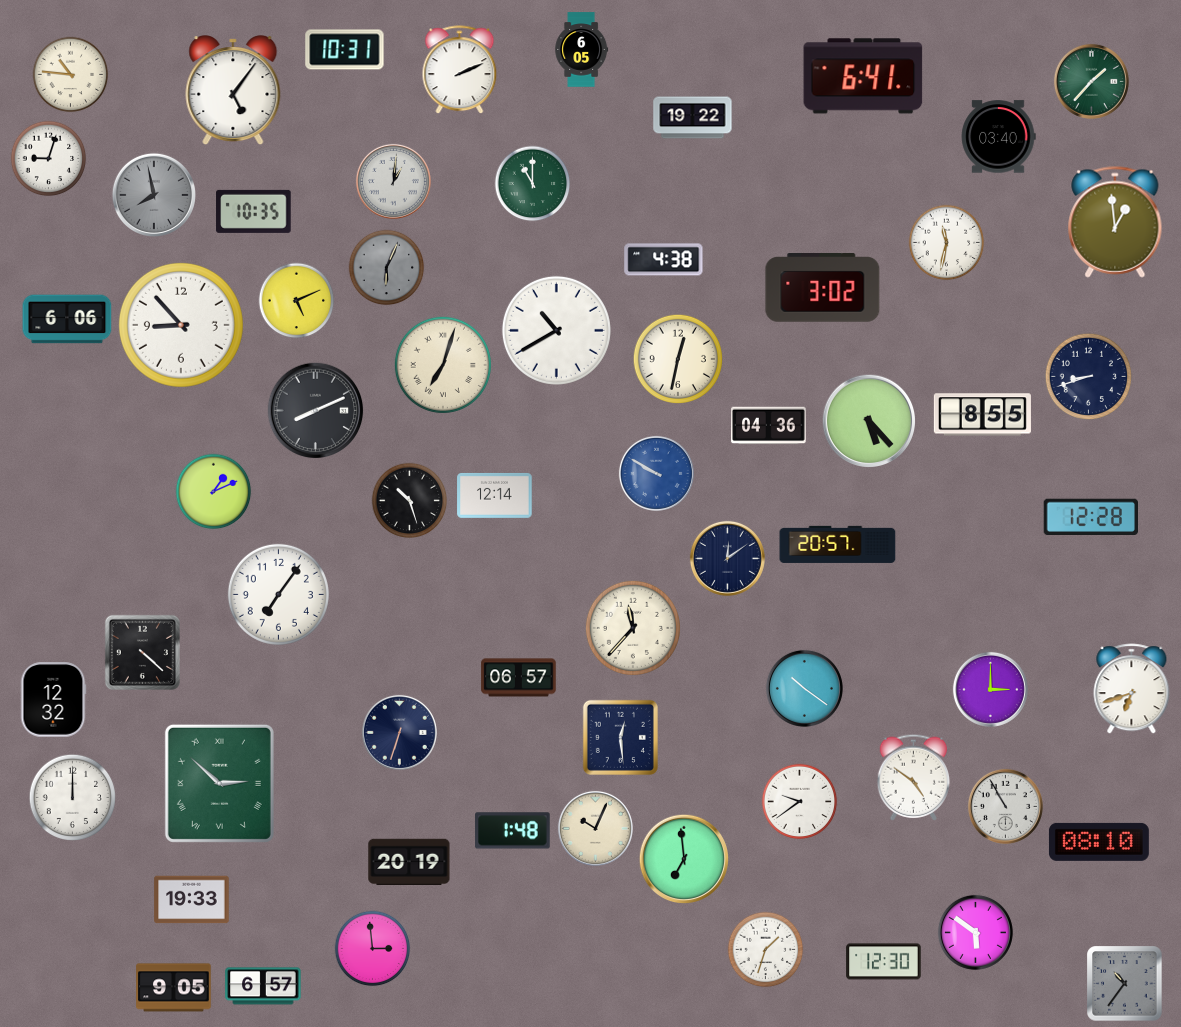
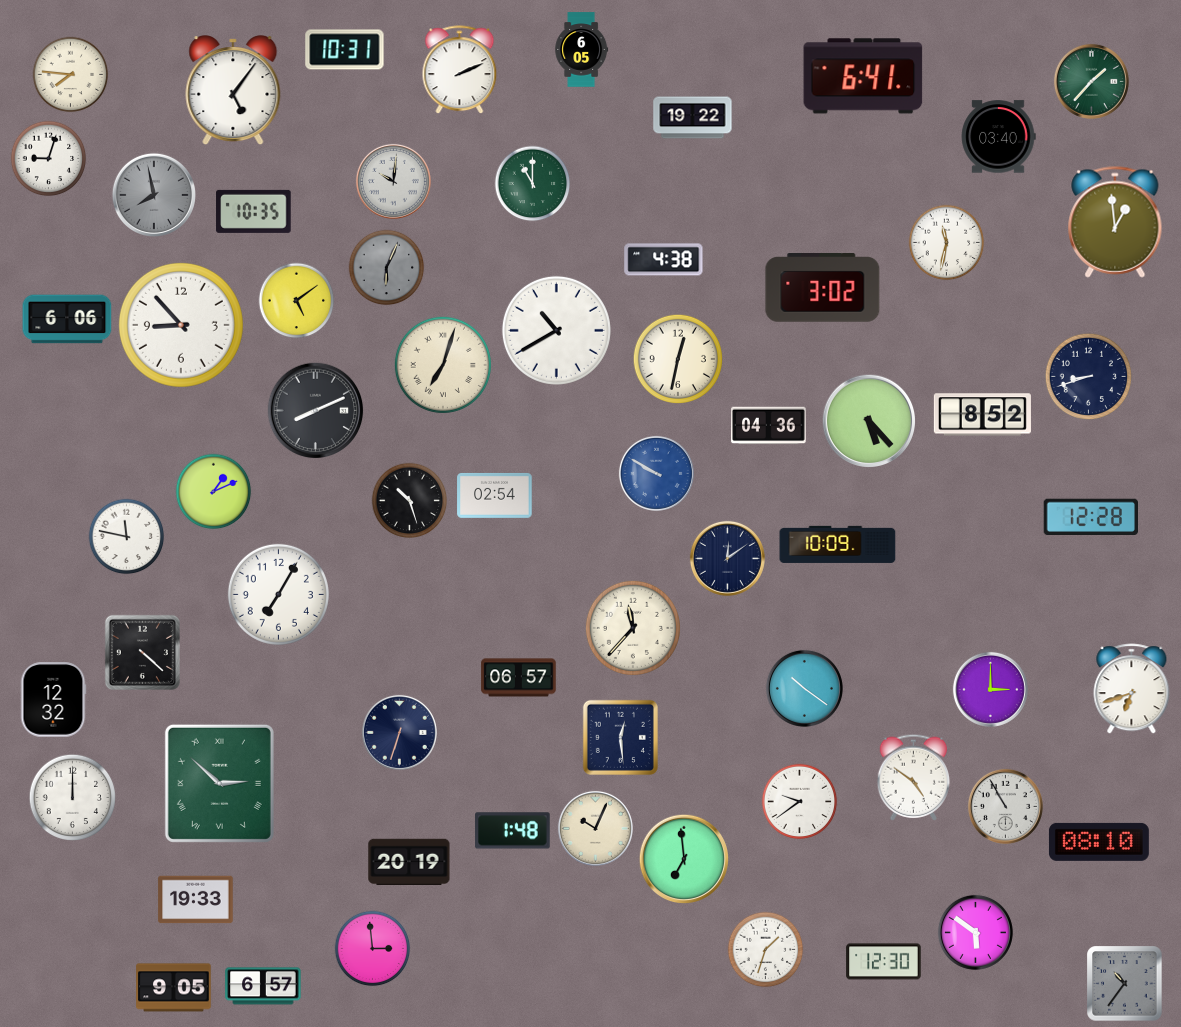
clock at (71, 75): 10:46 -> 7:46
clock at (393, 181): 1:01 -> 10:01
clock at (297, 301): 5:11 -> 5:09
clock at (982, 415): 8:55 -> 8:52
clock at (495, 495): 12:14 -> 02:54
clock at (127, 537): none -> 11:47
clock at (838, 544): 20:57 -> 10:09
clock at (278, 594): 7:06 -> 7:05
clock at (192, 900) position: (192, 900) -> (196, 900)
